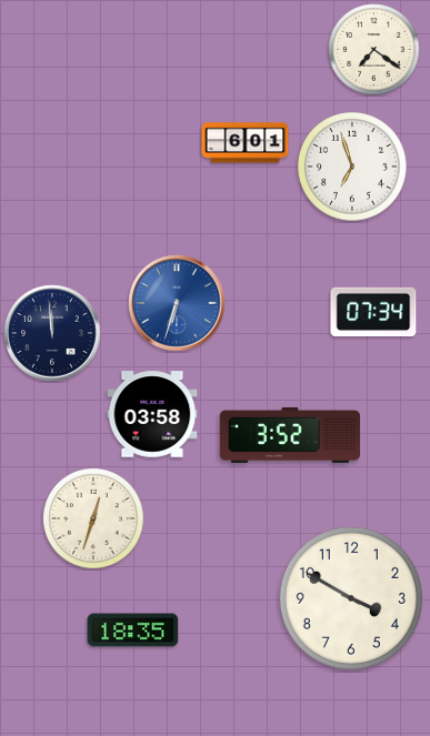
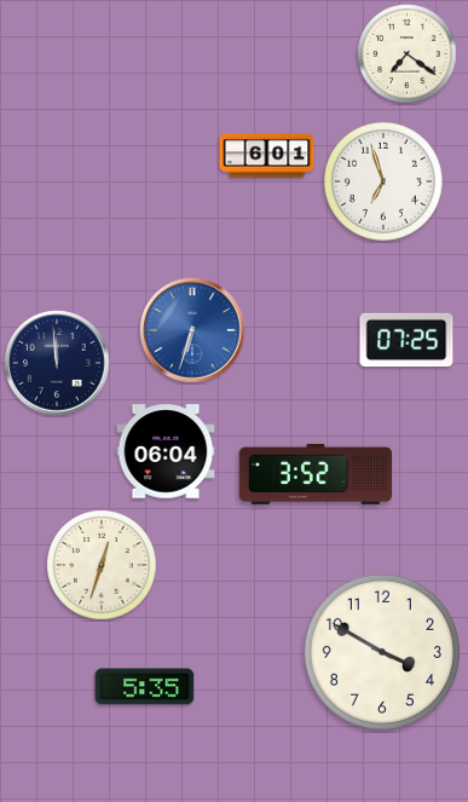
clock at (373, 312): 07:34 -> 07:25
clock at (152, 414): 03:58 -> 06:04
clock at (133, 631): 18:35 -> 5:35
